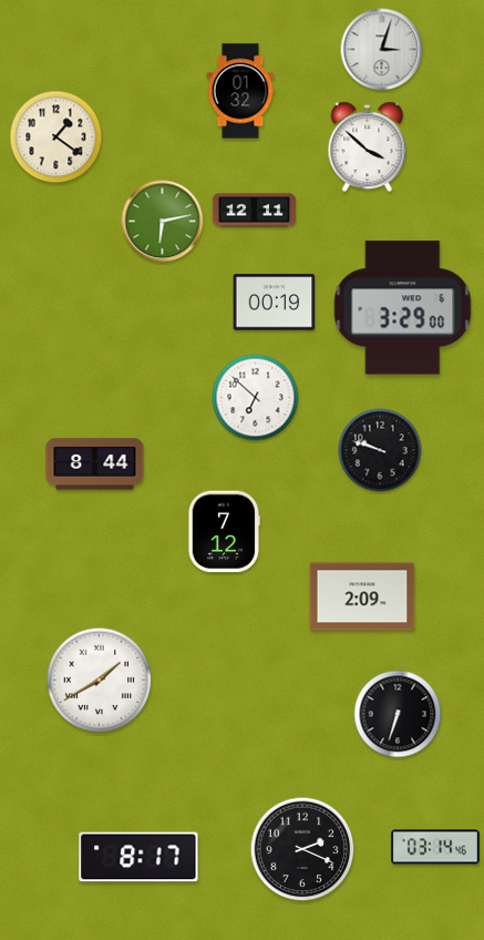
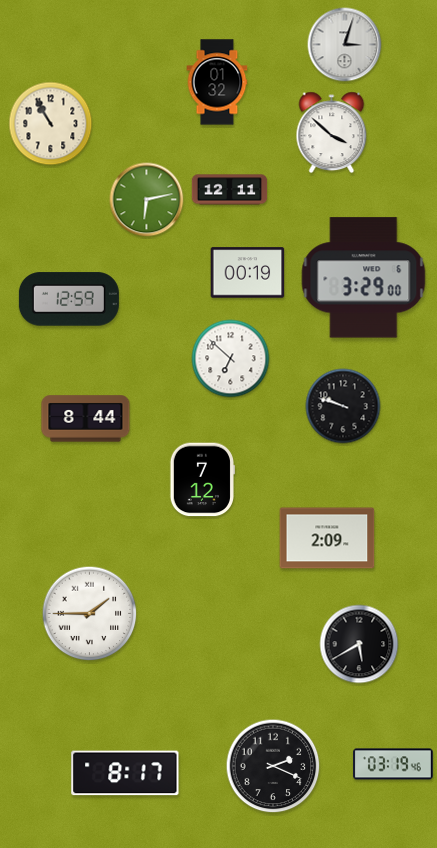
clock at (56, 137): 1:21 -> 10:55
clock at (69, 299): none -> 12:59
clock at (100, 681): 1:40 -> 1:45
clock at (398, 714): 6:33 -> 5:40
clock at (436, 847): 03:14 -> 03:19
